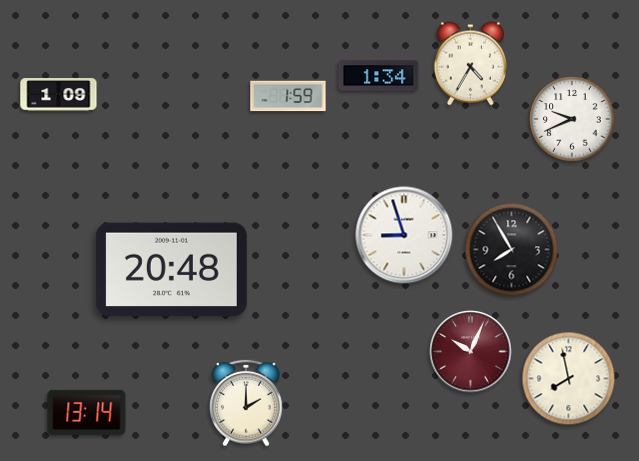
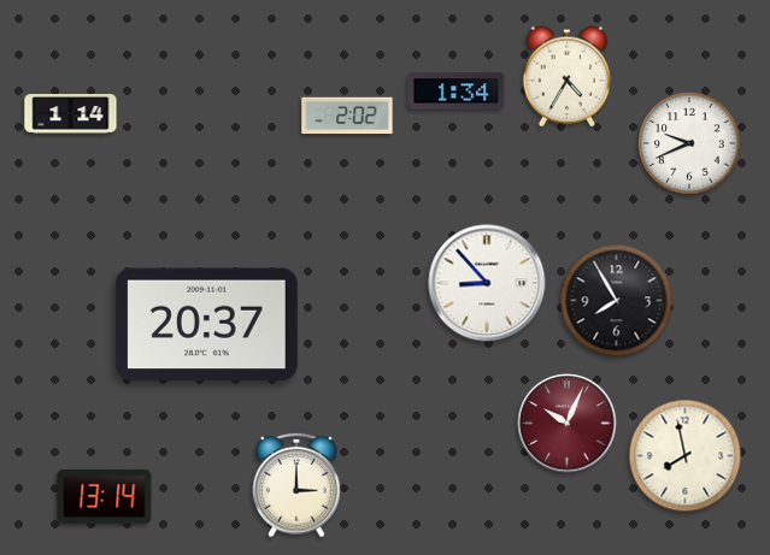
clock at (59, 95): 1:09 -> 1:14
clock at (288, 96): 1:59 -> 2:02
clock at (404, 235): 8:57 -> 8:53
clock at (171, 270): 20:48 -> 20:37
clock at (246, 403): 2:00 -> 3:00
